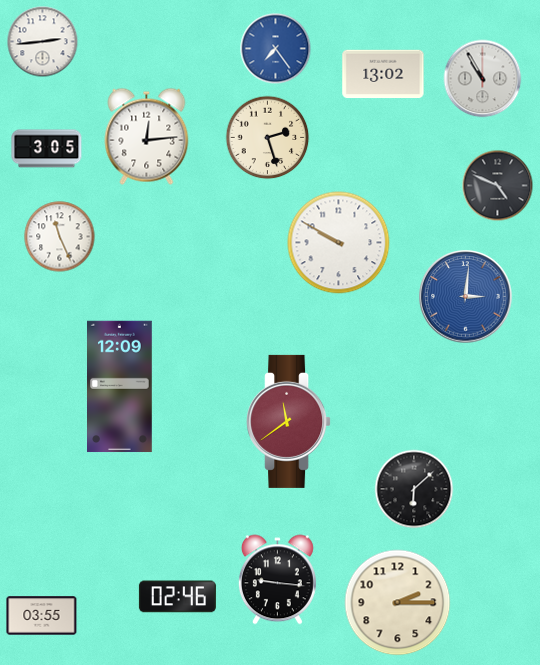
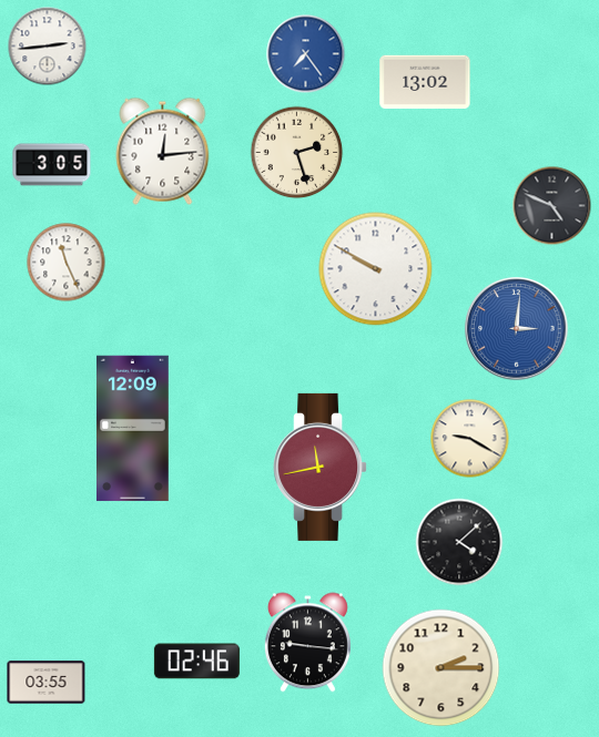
clock at (483, 79): 10:55 -> none
clock at (470, 439): none -> 9:20
clock at (289, 421): 11:39 -> 11:43
clock at (414, 489): 6:08 -> 4:08
